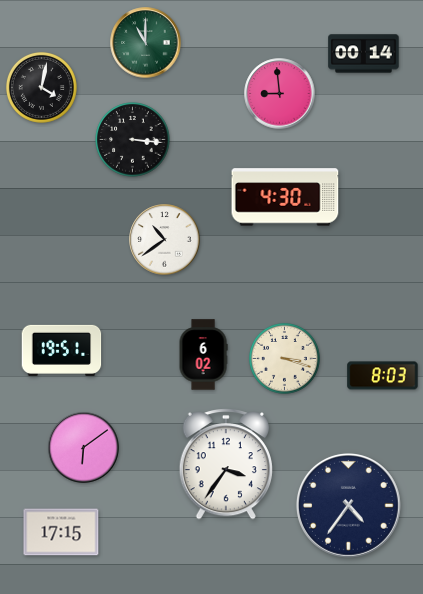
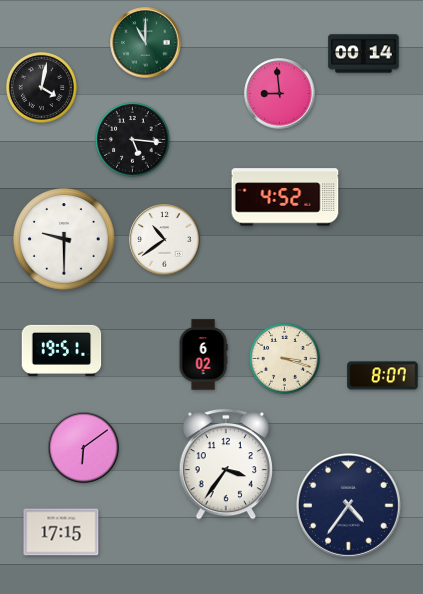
clock at (133, 140): 3:16 -> 5:16
clock at (285, 197): 4:30 -> 4:52
clock at (64, 239): none -> 9:30
clock at (383, 376): 8:03 -> 8:07
